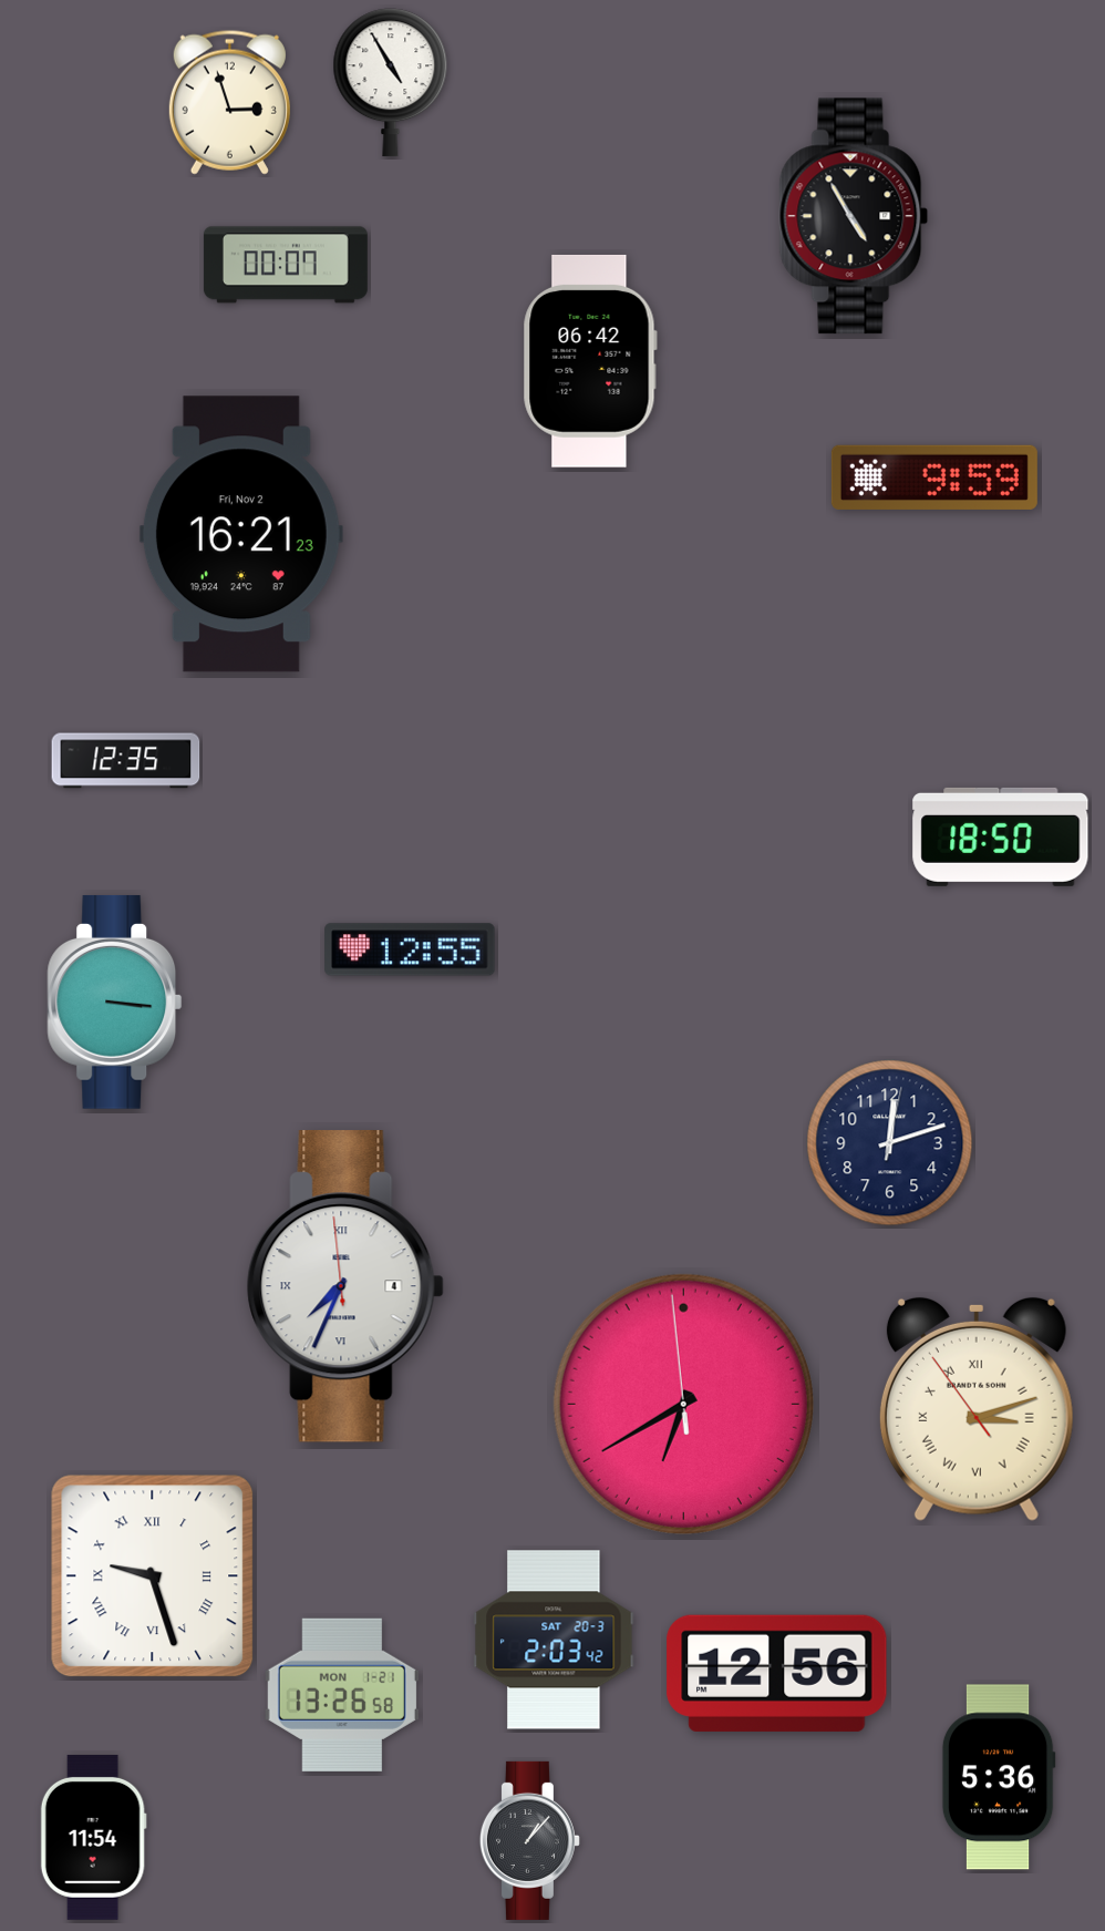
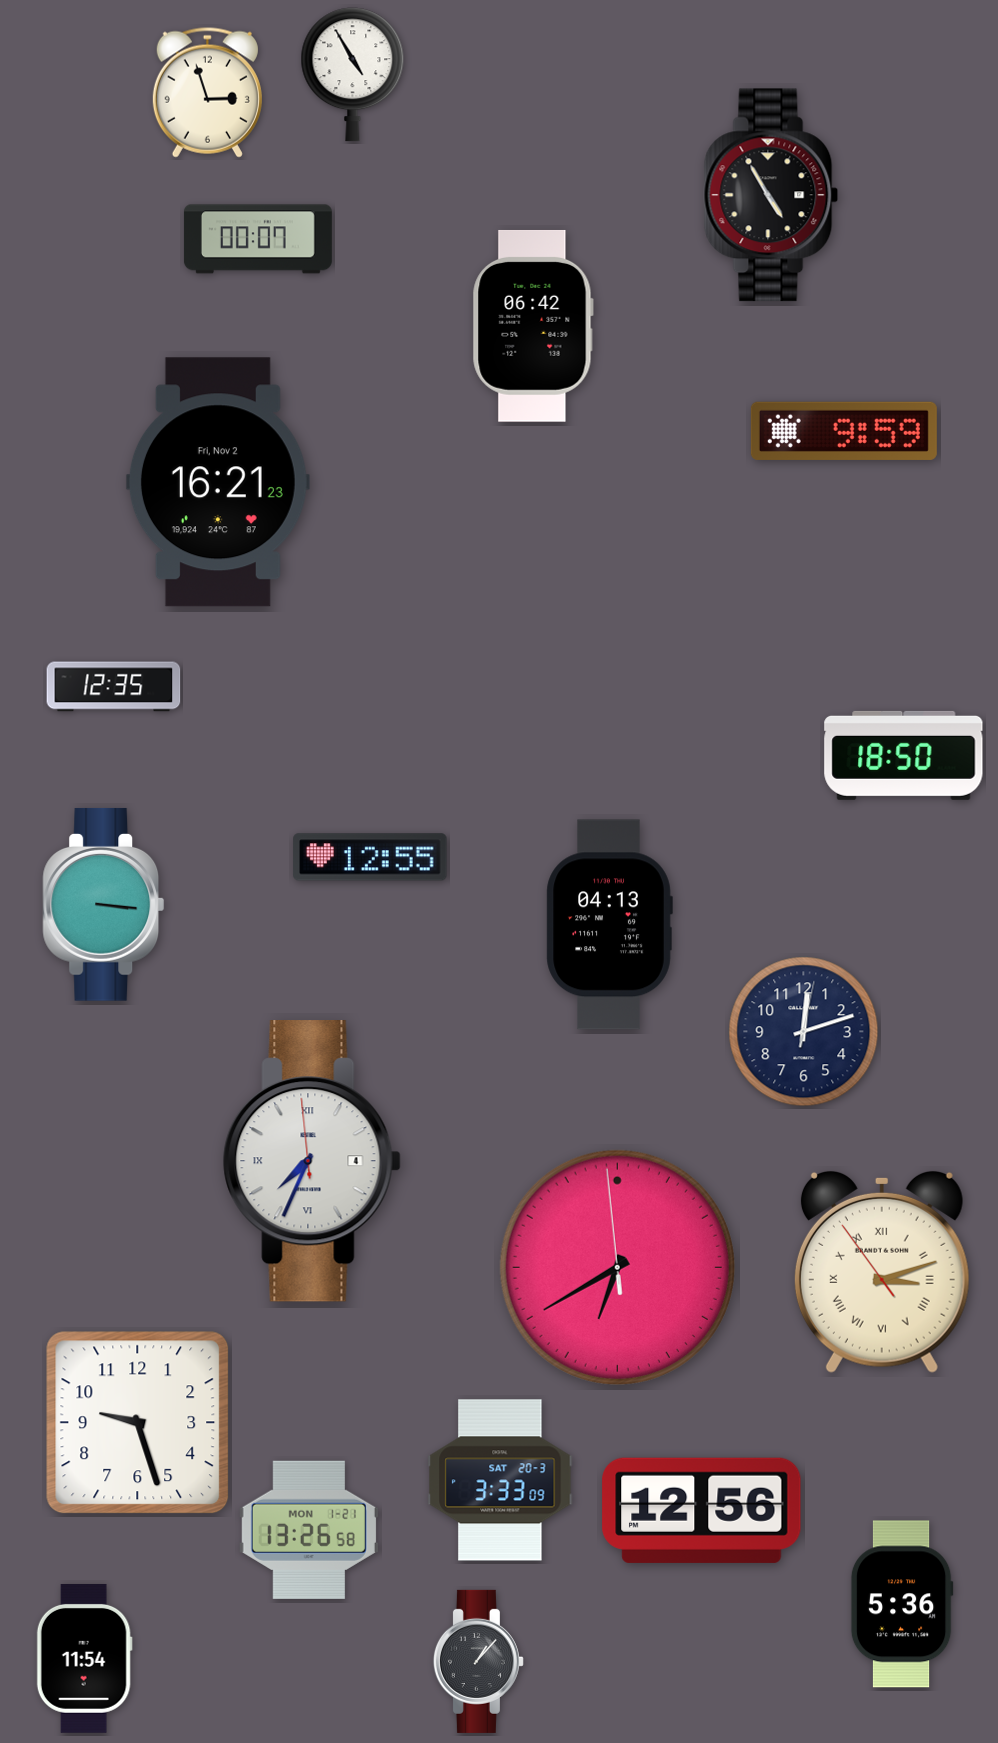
clock at (609, 925): none -> 04:13
clock at (153, 1576) numerals: Roman -> Arabic
clock at (554, 1640): 2:03 -> 3:33
